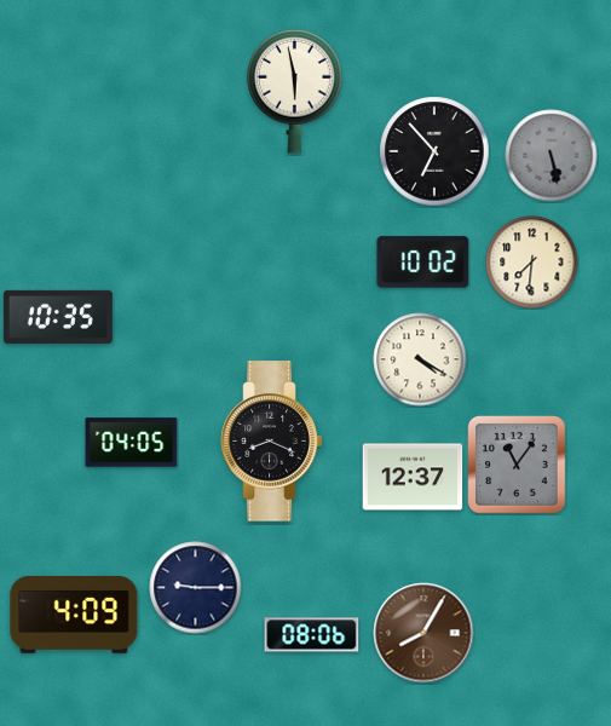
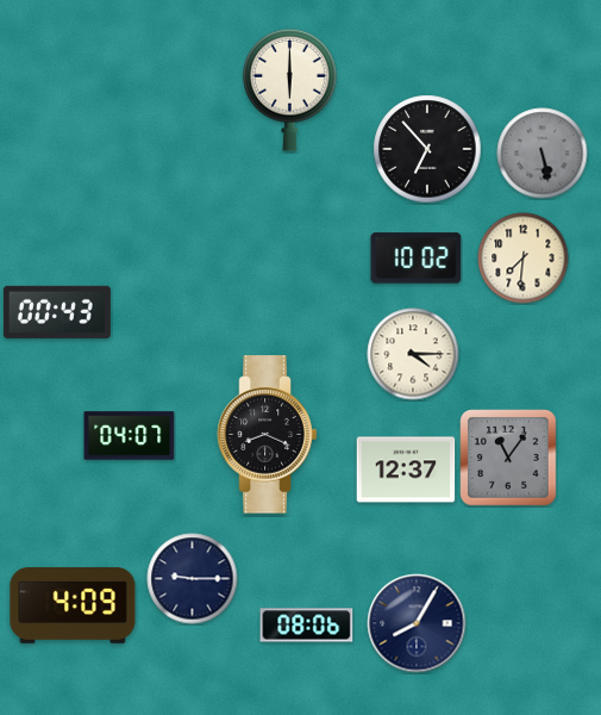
clock at (295, 91): 5:58 -> 6:00
clock at (58, 317): 10:35 -> 00:43
clock at (420, 359): 4:20 -> 4:15
clock at (132, 443): 04:05 -> 04:07
clock at (423, 633) dial: brown -> navy
